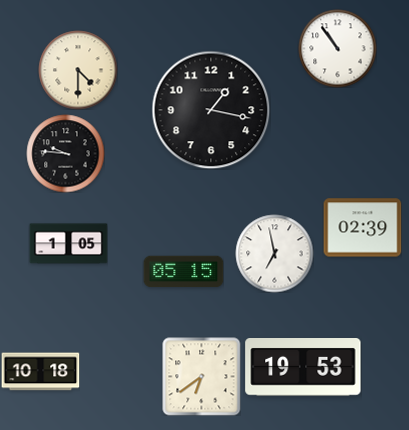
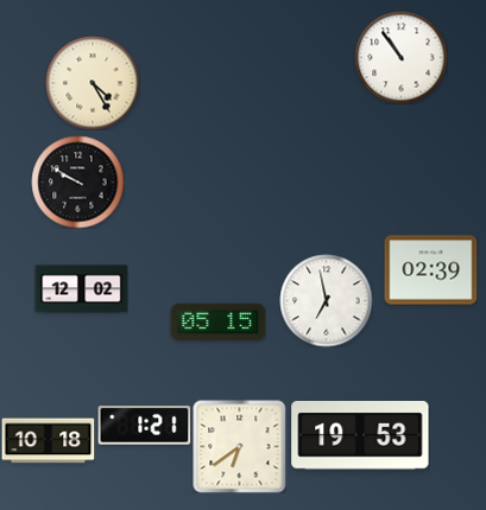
clock at (78, 70): 4:30 -> 4:25
clock at (211, 110): 1:17 -> none
clock at (65, 153): 9:46 -> 9:50
clock at (68, 244): 1:05 -> 12:02
clock at (144, 426): none -> 1:21
